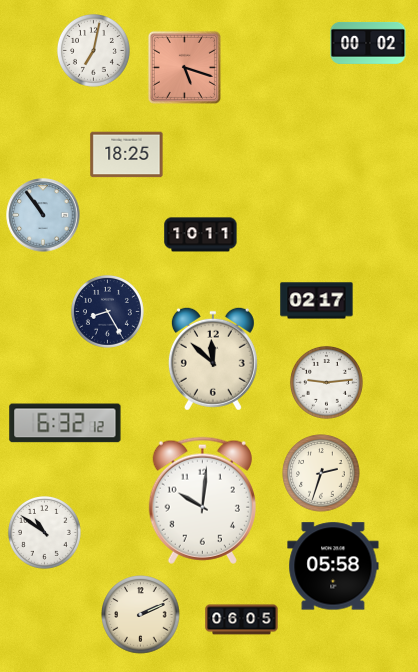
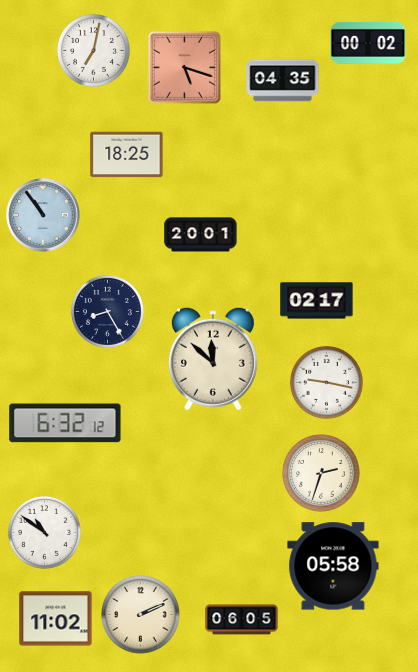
clock at (283, 81): none -> 04:35
clock at (201, 235): 10:11 -> 20:01
clock at (326, 382): 9:14 -> 9:17
clock at (202, 500): 10:01 -> none
clock at (56, 619): none -> 11:02
